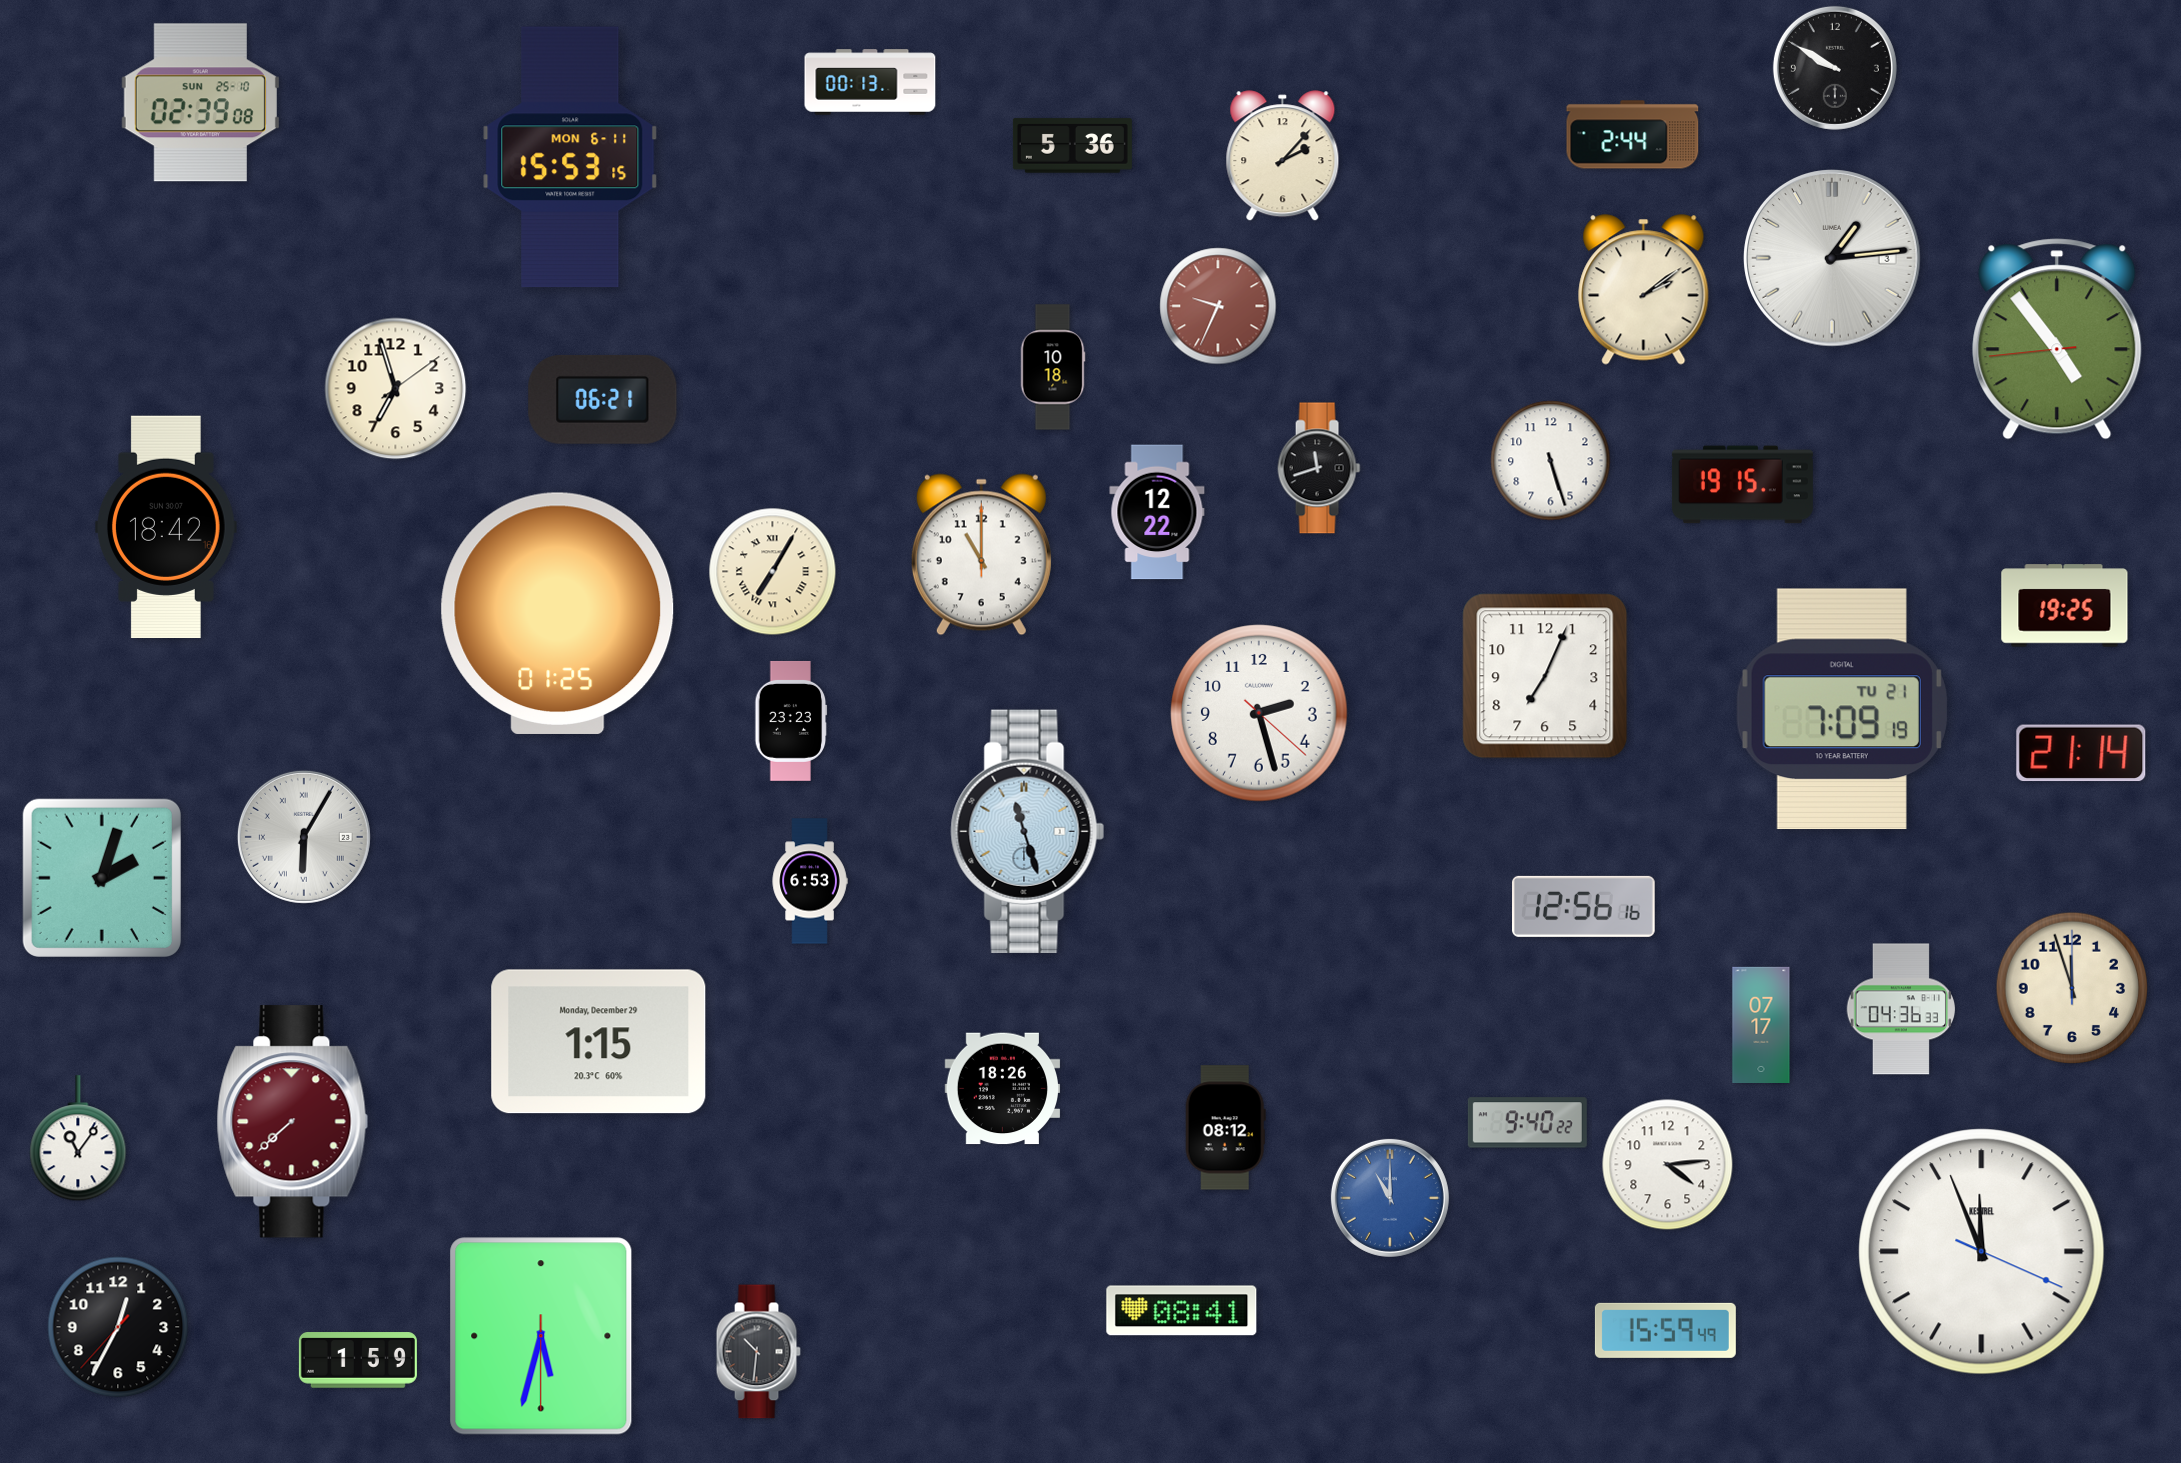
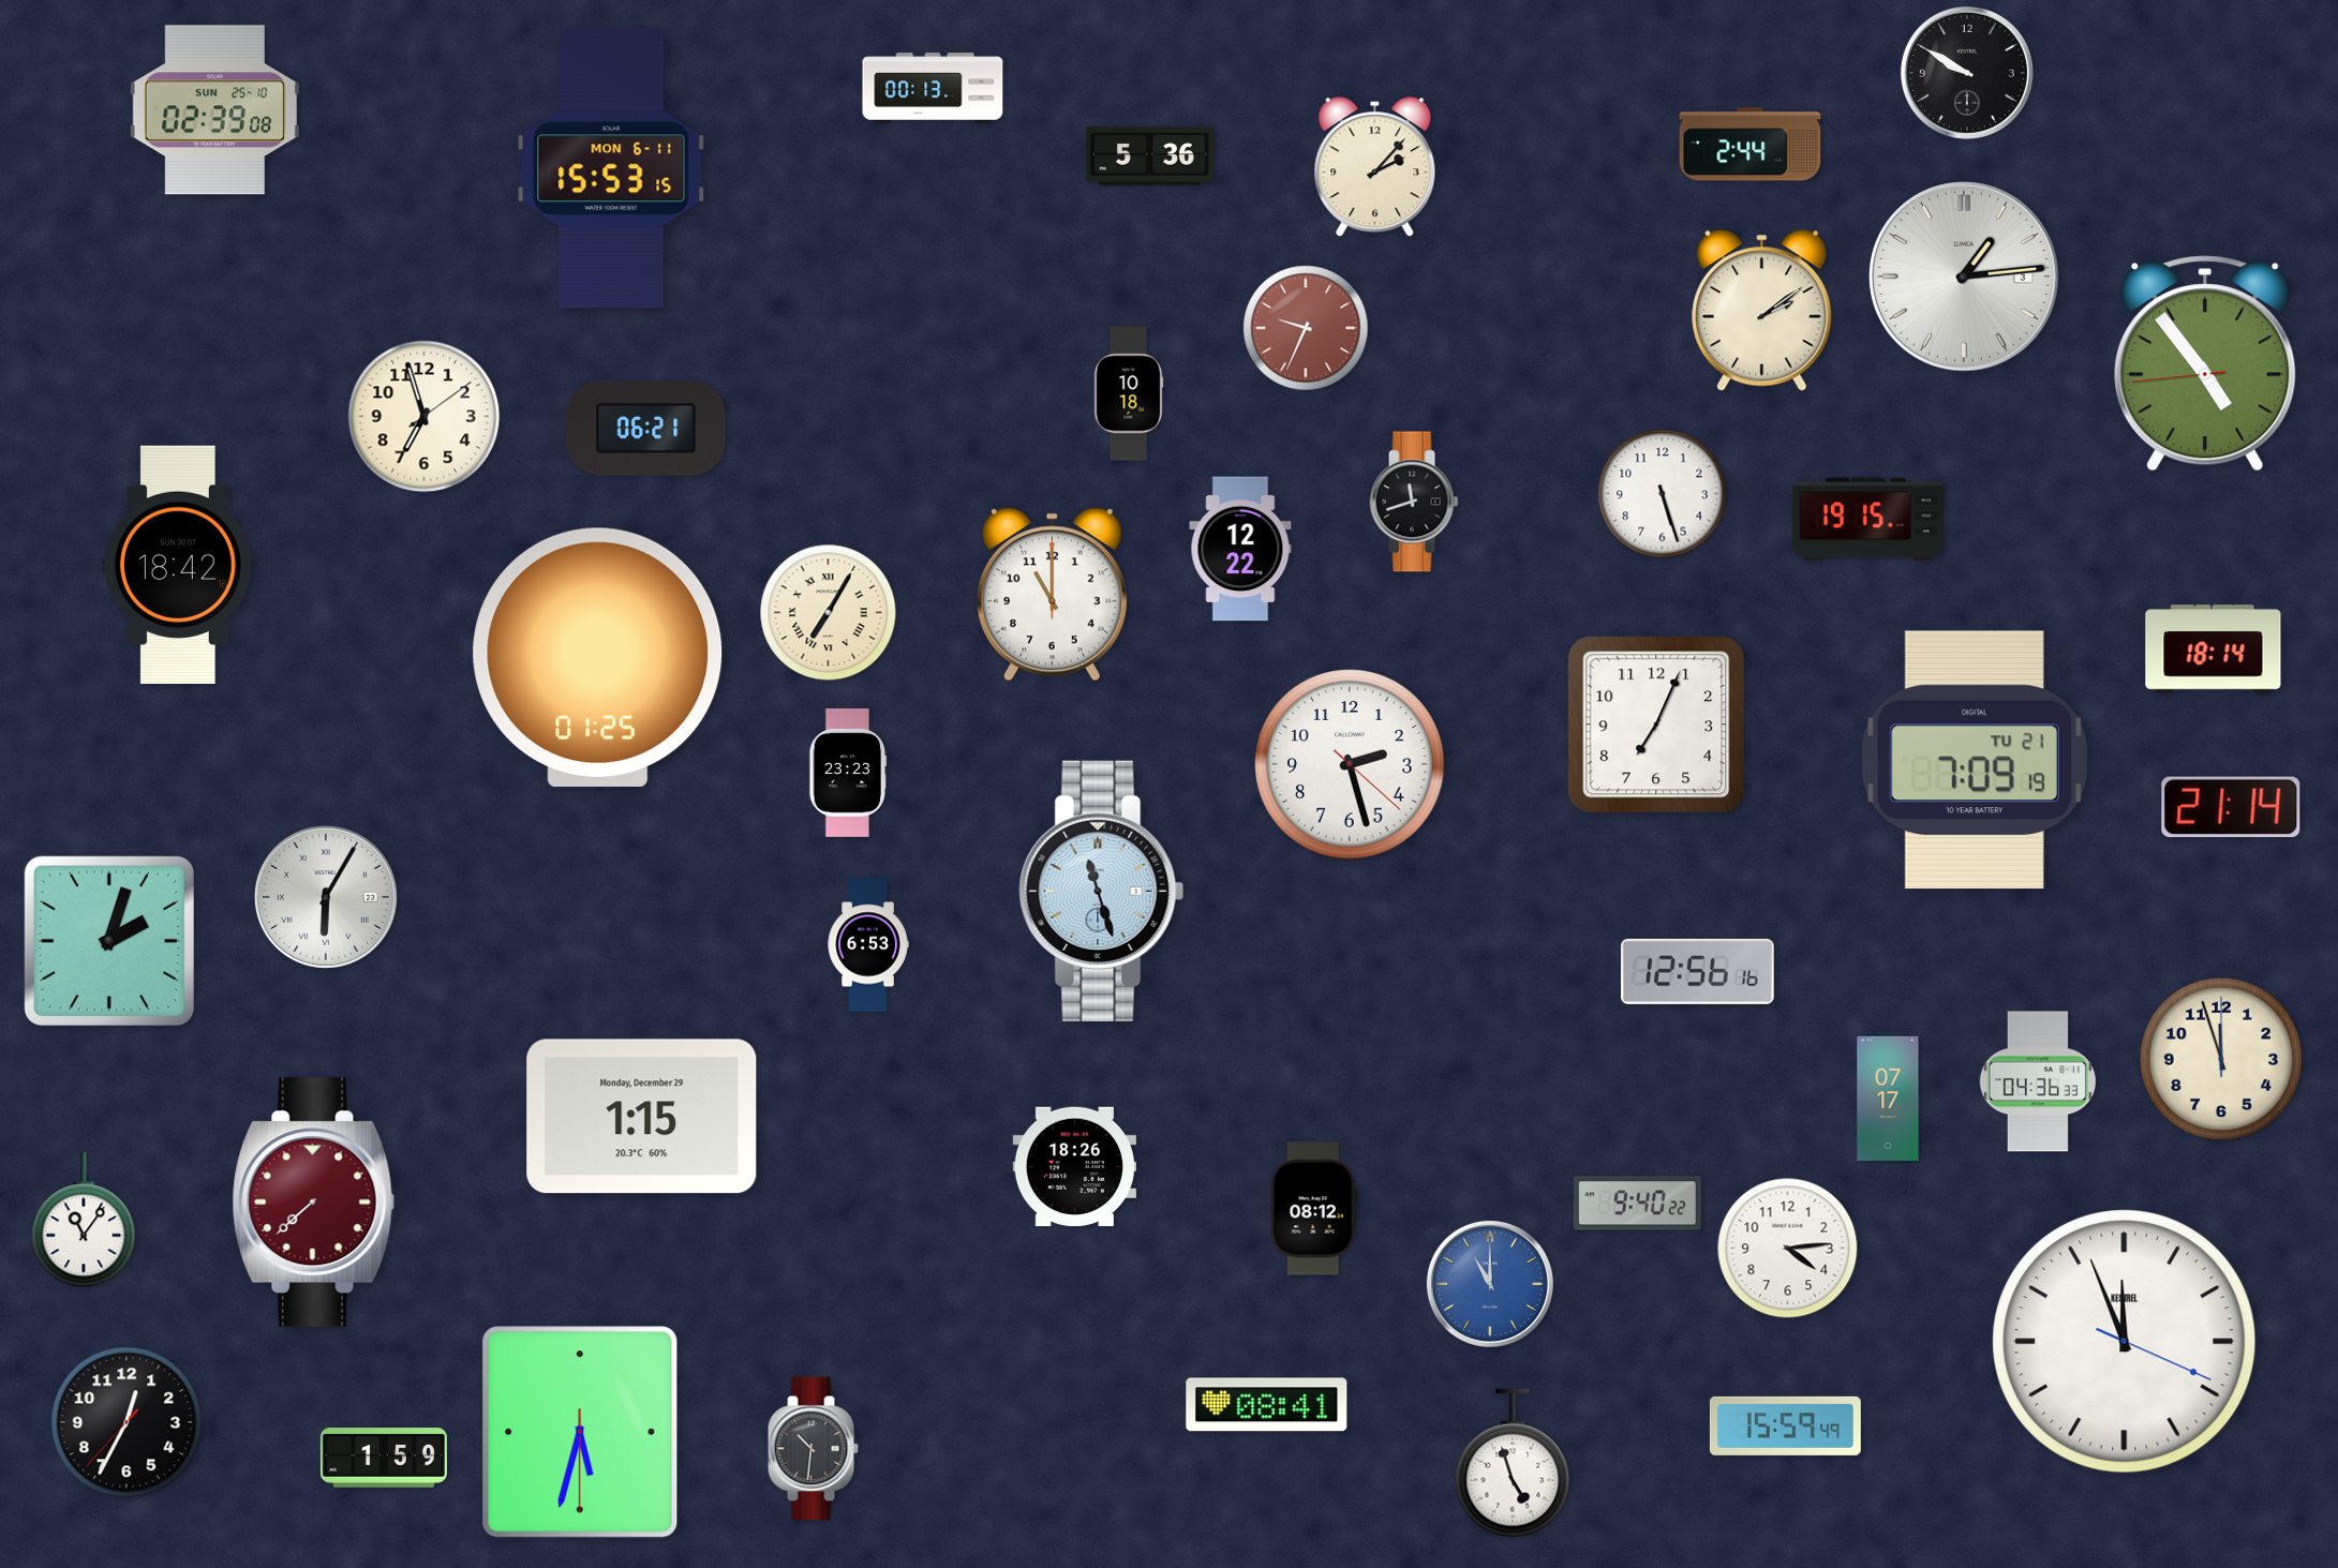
clock at (2065, 606): 19:25 -> 18:14
clock at (1513, 1463): none -> 4:57
